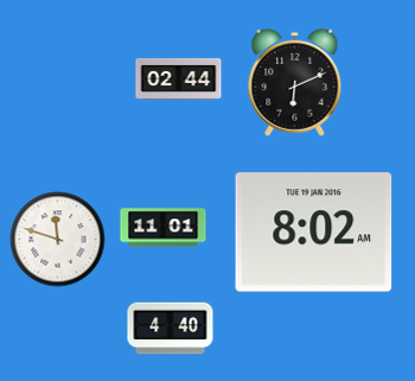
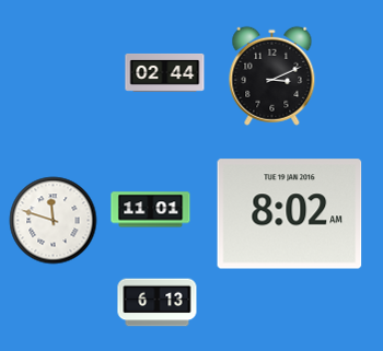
clock at (295, 82): 6:11 -> 3:11
clock at (171, 329): 4:40 -> 6:13
